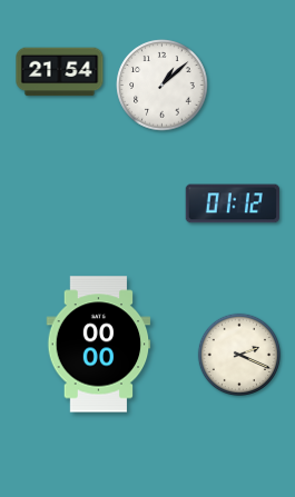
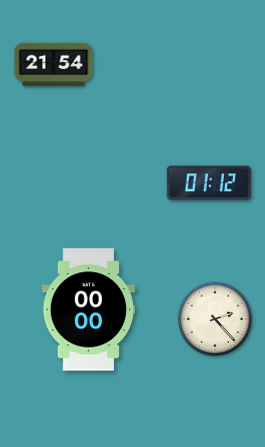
clock at (163, 86): 1:08 -> none
clock at (239, 355): 2:19 -> 2:23
